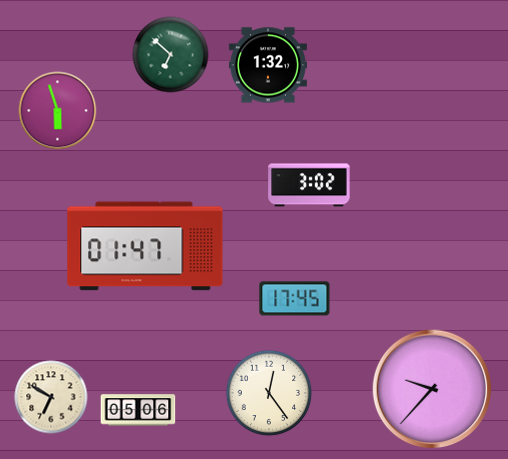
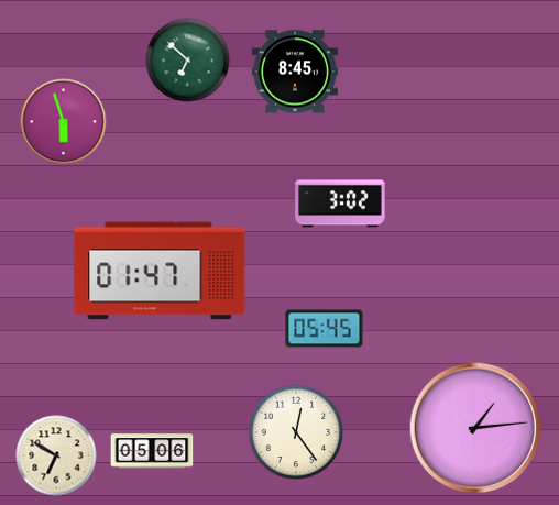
clock at (268, 65): 1:32 -> 8:45
clock at (295, 299): 17:45 -> 05:45
clock at (432, 389): 9:37 -> 1:14
clock at (51, 397) position: (51, 397) -> (56, 455)
